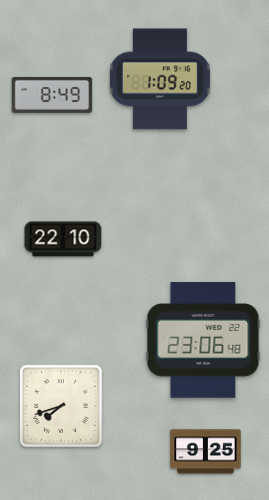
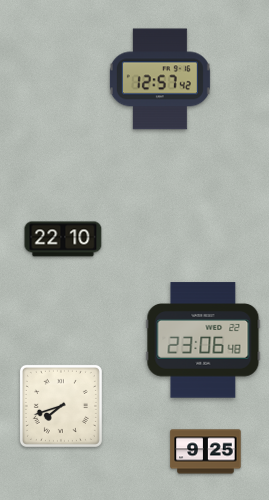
clock at (160, 79): 1:09 -> 12:57
clock at (52, 95): 8:49 -> none
